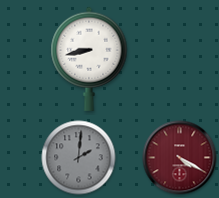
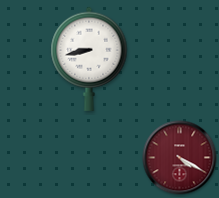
clock at (79, 158): 2:01 -> none
